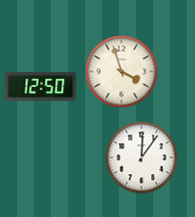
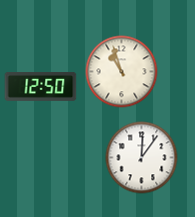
clock at (122, 72): 3:57 -> 10:57
